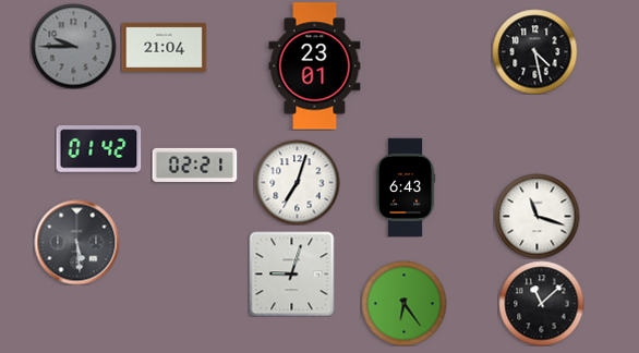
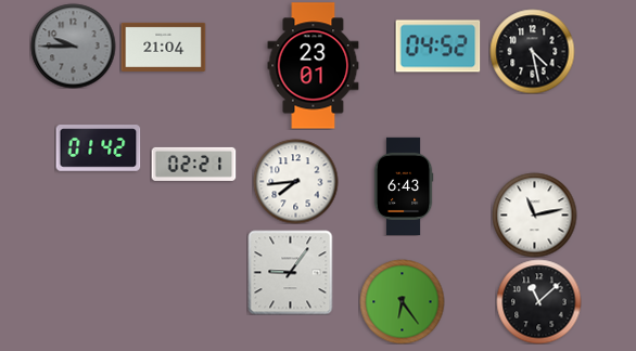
clock at (437, 47): none -> 04:52
clock at (297, 182): 7:03 -> 7:44
clock at (536, 216): 11:18 -> 11:13
clock at (76, 242): 5:29 -> none
clock at (291, 273): 9:03 -> 9:06
